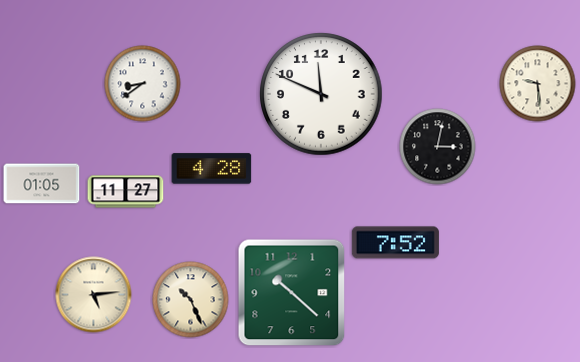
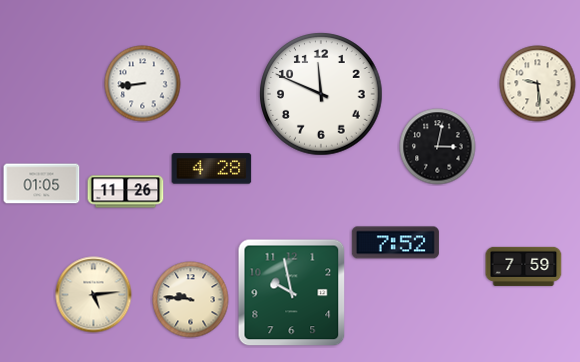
clock at (143, 84): 8:39 -> 8:44
clock at (126, 192): 11:27 -> 11:26
clock at (524, 266): none -> 7:59
clock at (292, 293): 10:22 -> 9:58
clock at (191, 300): 10:26 -> 9:46
